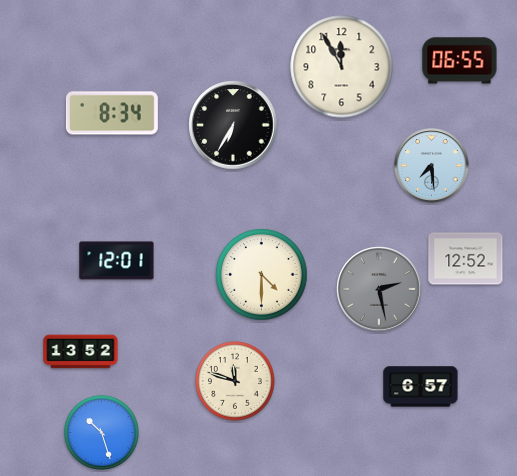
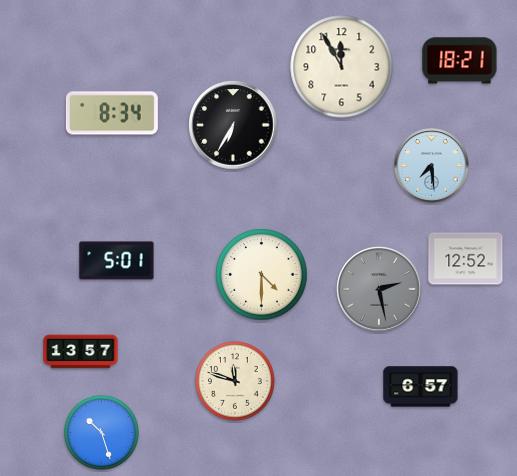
clock at (460, 61): 06:55 -> 18:21
clock at (117, 261): 12:01 -> 5:01
clock at (81, 352): 13:52 -> 13:57
